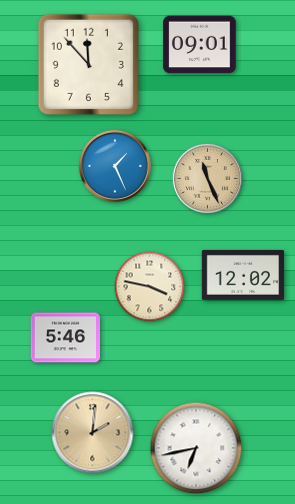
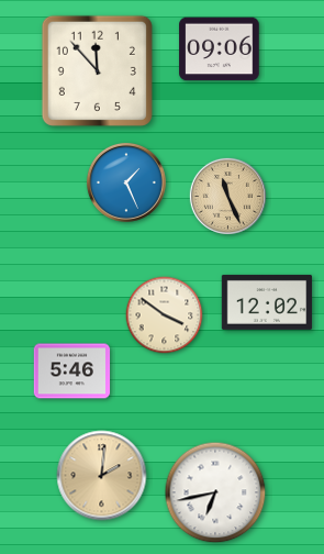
clock at (200, 45): 09:01 -> 09:06
clock at (150, 287): 3:47 -> 3:51
